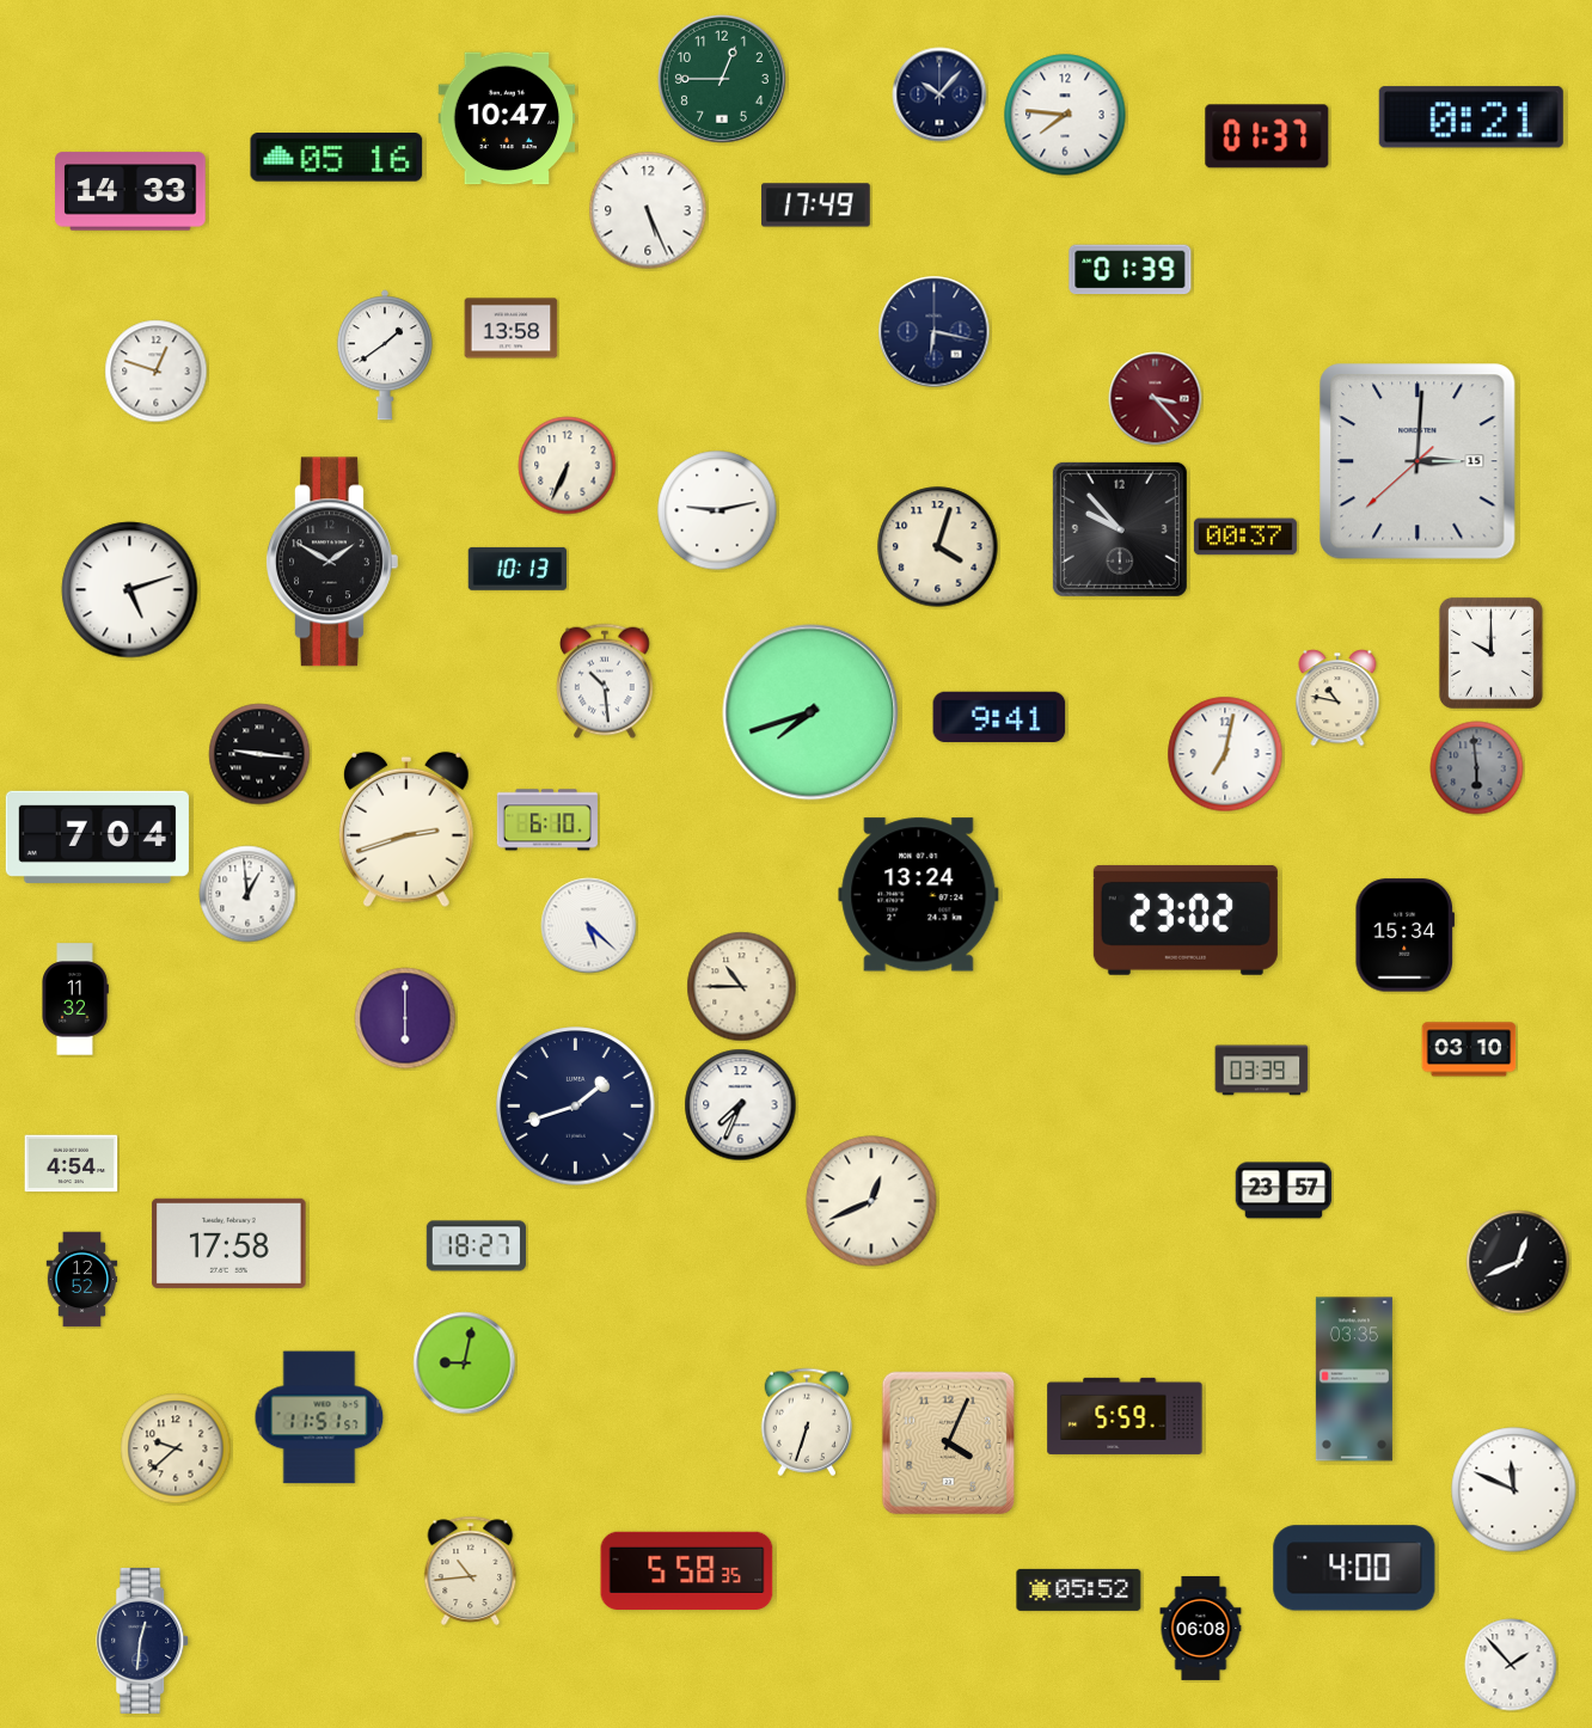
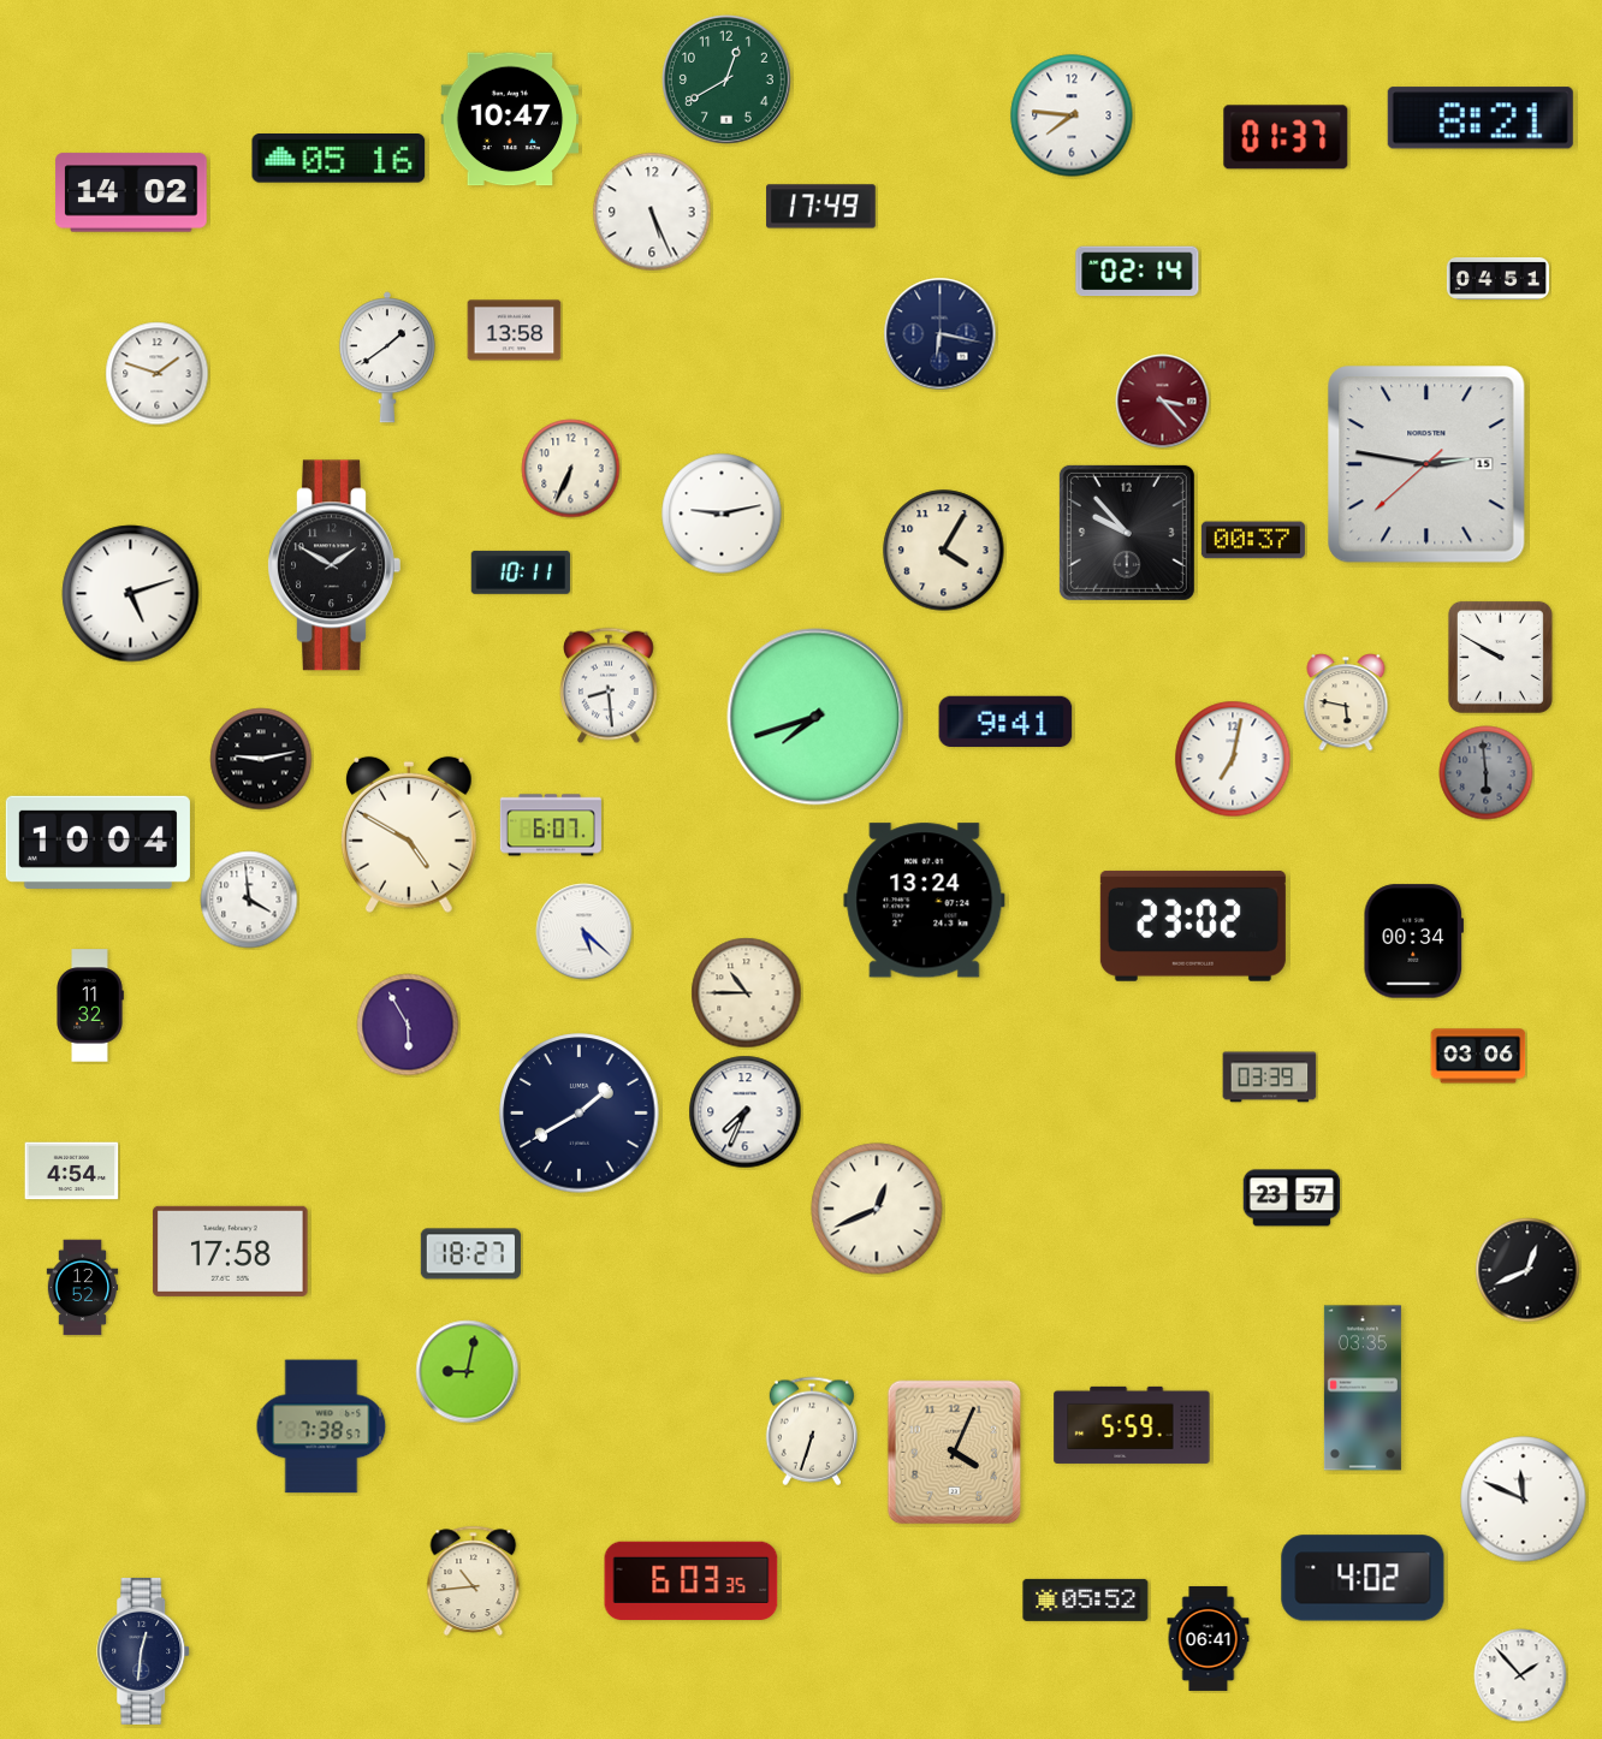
clock at (722, 79): 12:45 -> 12:40
clock at (939, 94): 10:07 -> none
clock at (1471, 117): 0:21 -> 8:21
clock at (1267, 136) position: (1267, 136) -> (1286, 137)
clock at (130, 191): 14:33 -> 14:02
clock at (1131, 270): 01:39 -> 02:14
clock at (1497, 278): none -> 04:51
clock at (157, 372): 12:48 -> 1:48
clock at (1418, 461): 3:00 -> 2:46
clock at (938, 547): 4:03 -> 4:05
clock at (518, 569): 10:13 -> 10:11
clock at (1490, 652): 10:00 -> 9:50
clock at (605, 681): 10:29 -> 8:29
clock at (1337, 698): 10:47 -> 5:47
clock at (259, 754): 9:16 -> 9:13
clock at (547, 820): 6:10 -> 6:07
clock at (408, 829): 2:42 -> 4:50
clock at (97, 837): 7:04 -> 10:04
clock at (247, 894): 12:59 -> 3:59
clock at (589, 926) position: (589, 926) -> (585, 932)
clock at (1404, 936): 15:34 -> 00:34
clock at (75, 999) position: (75, 999) -> (90, 1005)
clock at (405, 1018): 6:00 -> 5:55
clock at (1469, 1049): 03:10 -> 03:06
clock at (576, 1107): 1:42 -> 1:40
clock at (476, 1246) position: (476, 1246) -> (470, 1254)
clock at (319, 1417): 11:51 -> 7:38
clock at (176, 1448): 9:38 -> none
clock at (1354, 1568): 4:00 -> 4:02
clock at (687, 1571): 5:58 -> 6:03
clock at (1201, 1628): 06:08 -> 06:41
